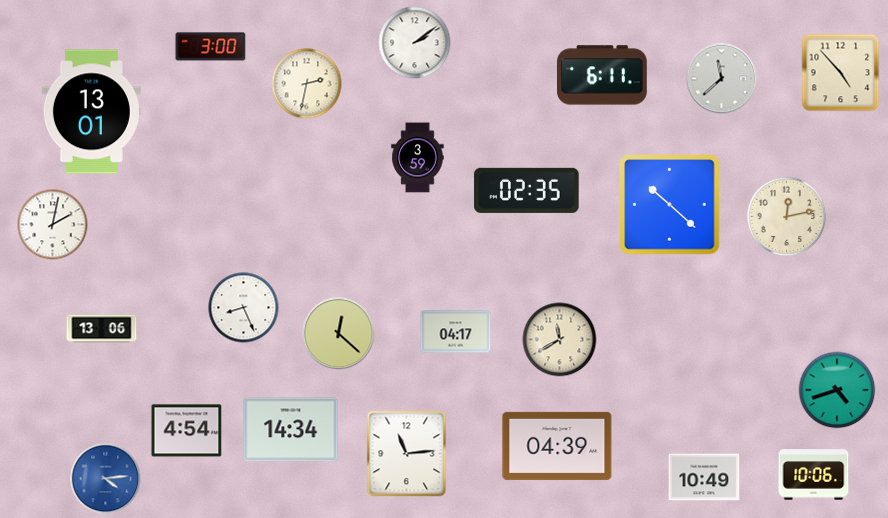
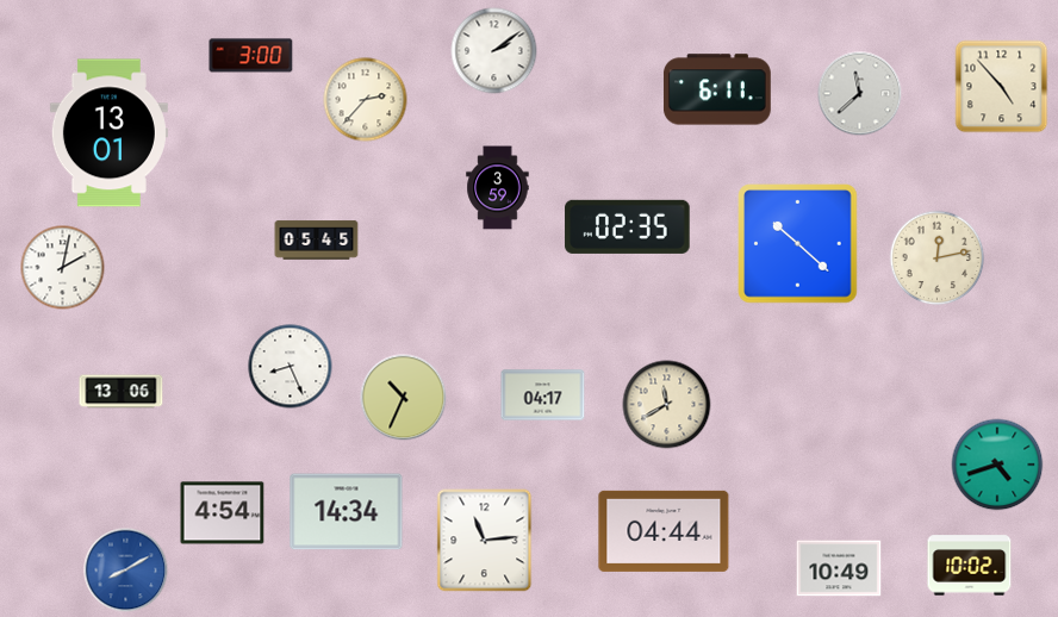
clock at (307, 84): 2:32 -> 2:37
clock at (317, 241): none -> 05:45
clock at (339, 334): 12:22 -> 10:34
clock at (557, 446): 04:39 -> 04:44
clock at (814, 475): 10:06 -> 10:02
clock at (106, 479): 4:14 -> 8:10
